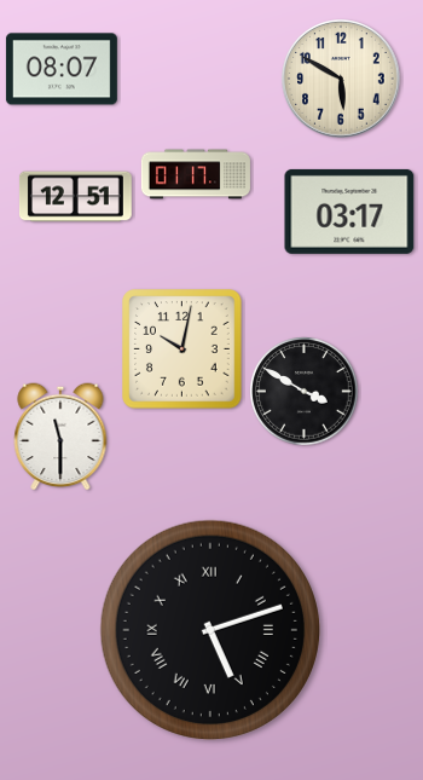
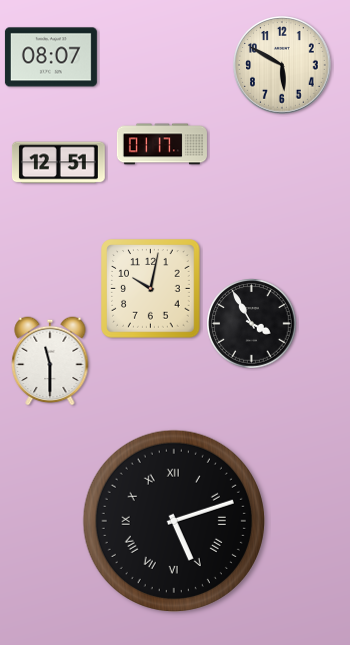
clock at (75, 197) position: (75, 197) -> (58, 163)
clock at (349, 212): 03:17 -> none
clock at (305, 392): 3:50 -> 3:55
